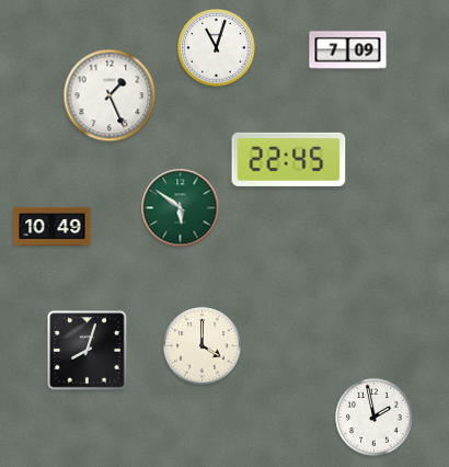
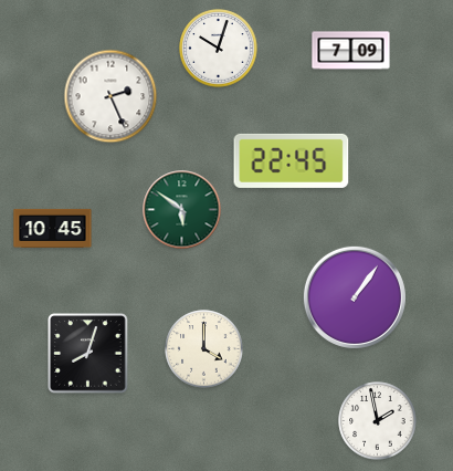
clock at (217, 48): 11:03 -> 10:03
clock at (110, 95): 1:26 -> 2:26
clock at (53, 226): 10:49 -> 10:45
clock at (355, 297): none -> 1:06
